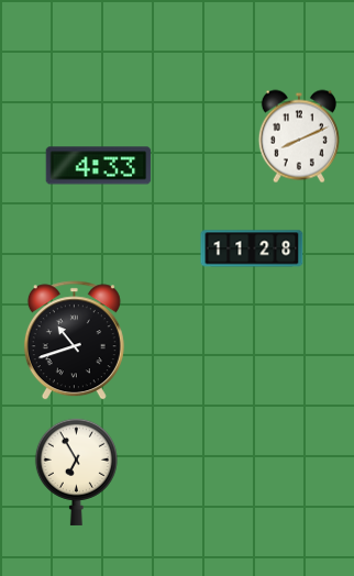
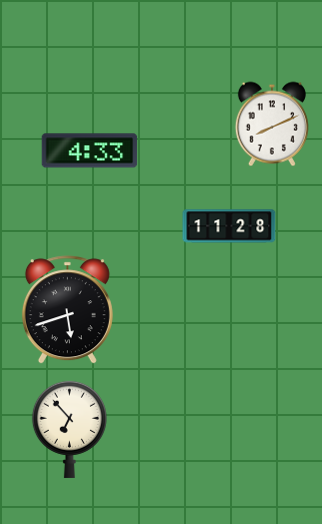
clock at (74, 341): 10:42 -> 5:42
clock at (76, 472): 6:55 -> 6:53
